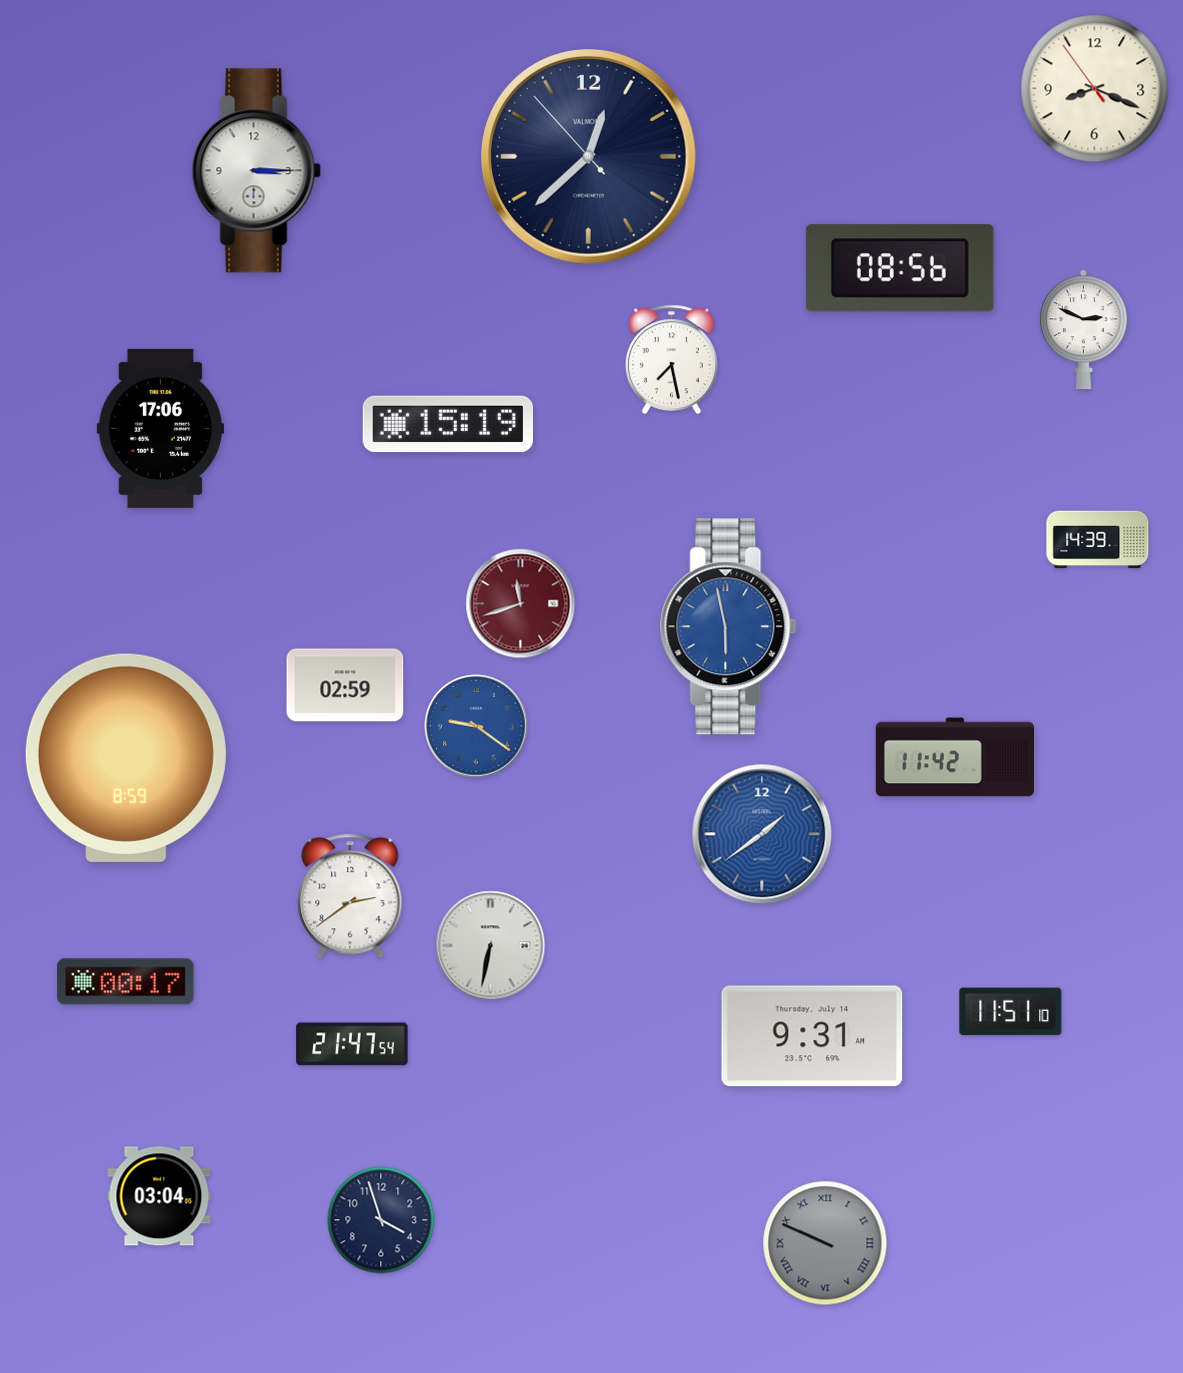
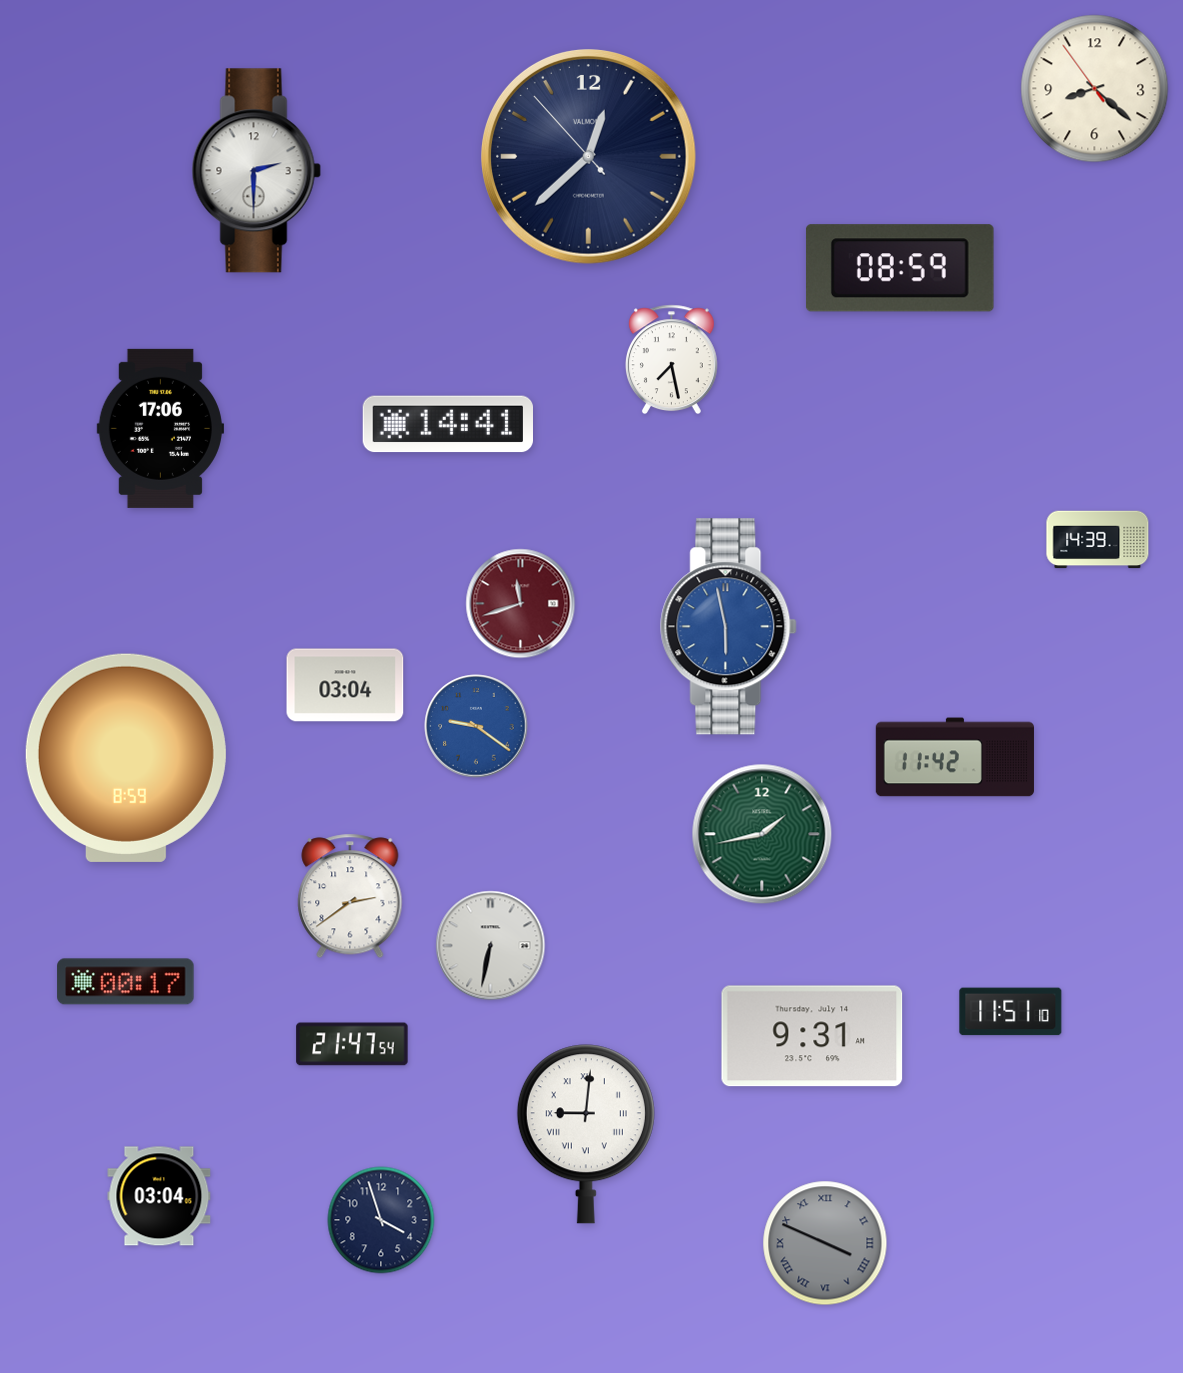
clock at (1095, 89): 8:18 -> 8:21
clock at (256, 171): 3:15 -> 2:30
clock at (900, 268): 08:56 -> 08:59
clock at (1084, 330): 2:49 -> none
clock at (447, 424): 15:19 -> 14:41
clock at (345, 685): 02:59 -> 03:04
clock at (762, 834): 1:39 -> 1:43
clock at (762, 834) dial: blue -> green
clock at (586, 1134): none -> 9:01
clock at (825, 1243): 9:49 -> 3:49
